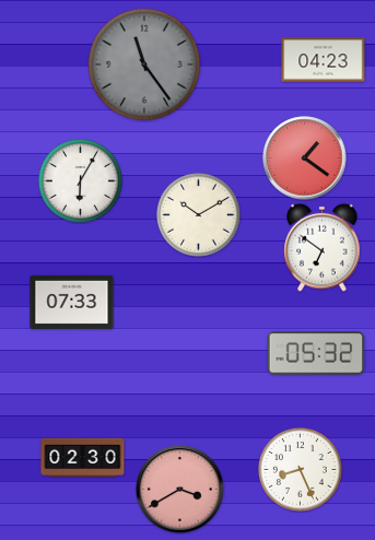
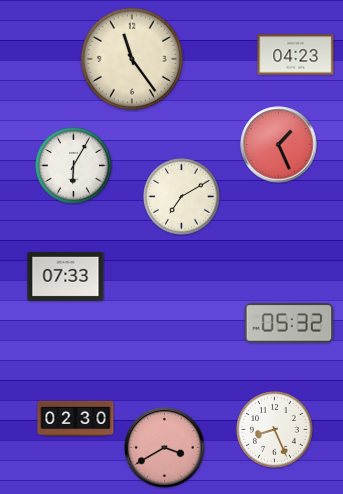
clock at (144, 64) dial: grey -> cream
clock at (305, 159): 1:21 -> 1:26
clock at (199, 215): 10:10 -> 7:10
clock at (323, 247): 6:51 -> none
